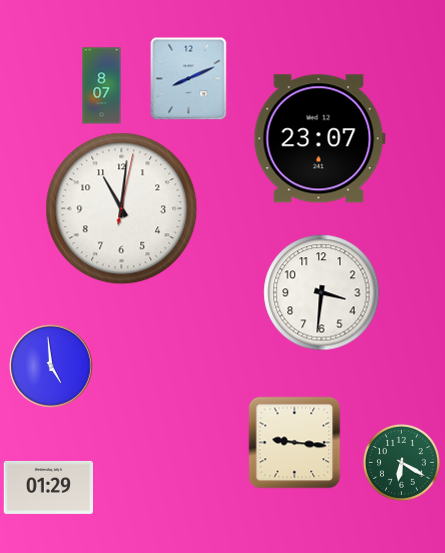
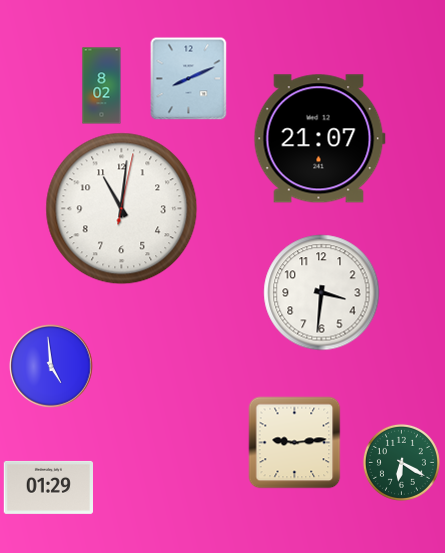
clock at (102, 86): 8:07 -> 8:02
clock at (319, 139): 23:07 -> 21:07
clock at (295, 443): 9:16 -> 9:14
